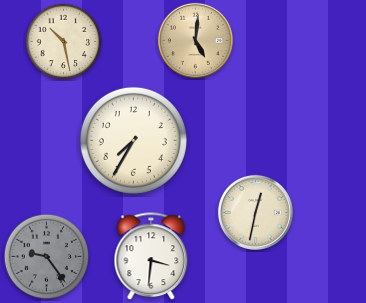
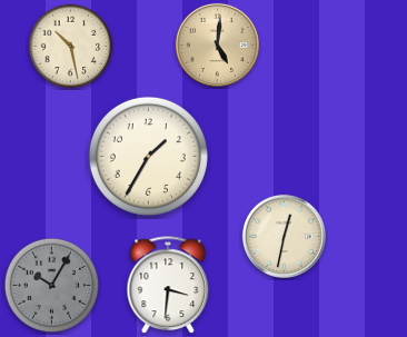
clock at (133, 140): 7:35 -> 1:35
clock at (47, 257): 9:24 -> 10:05
